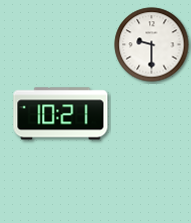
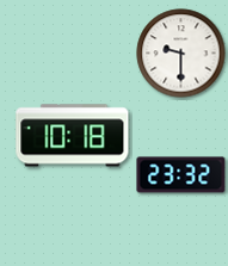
clock at (61, 114): 10:21 -> 10:18
clock at (181, 175): none -> 23:32
